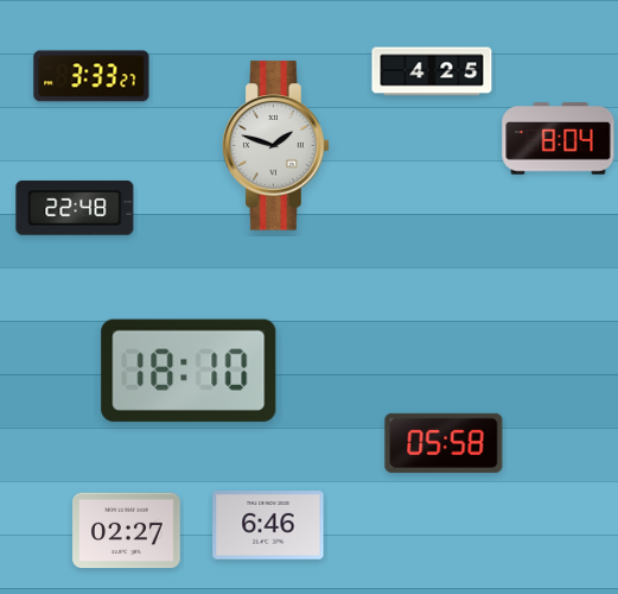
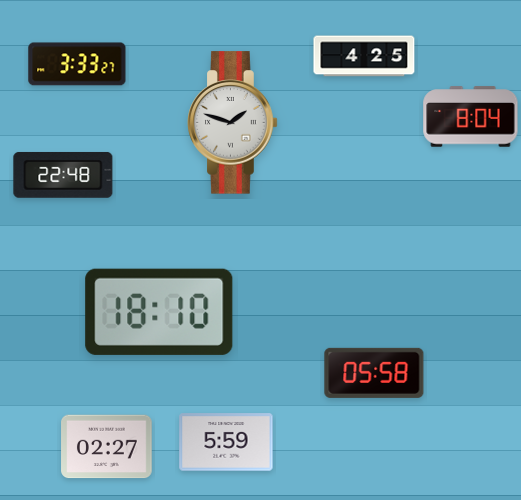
clock at (432, 71) position: (432, 71) -> (364, 56)
clock at (268, 525): 6:46 -> 5:59
